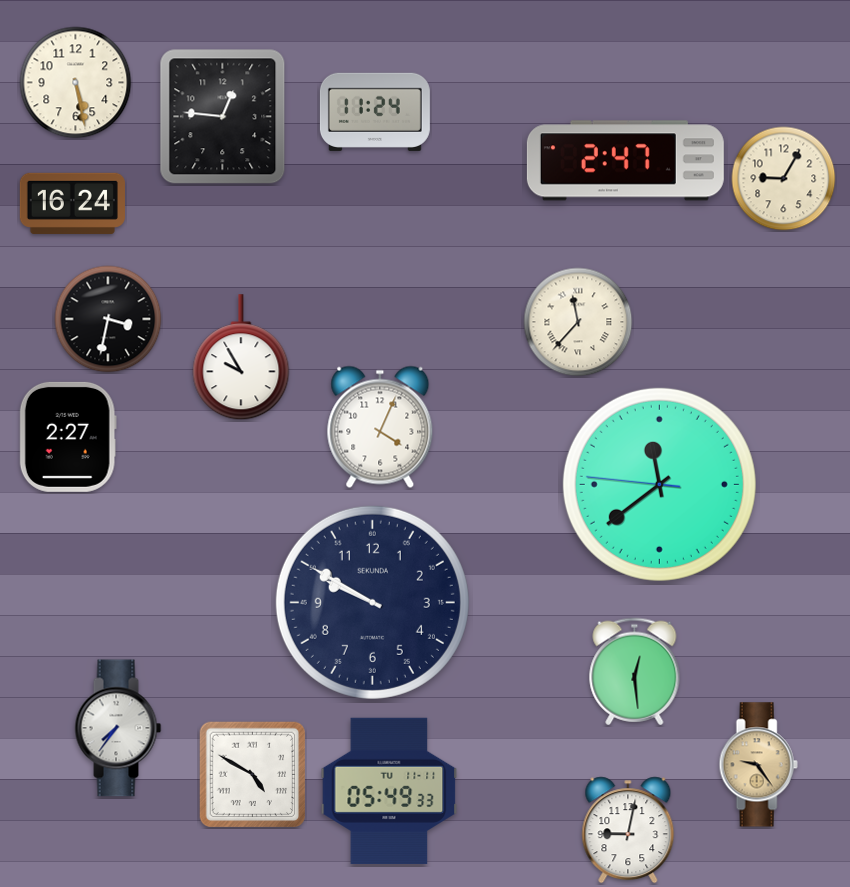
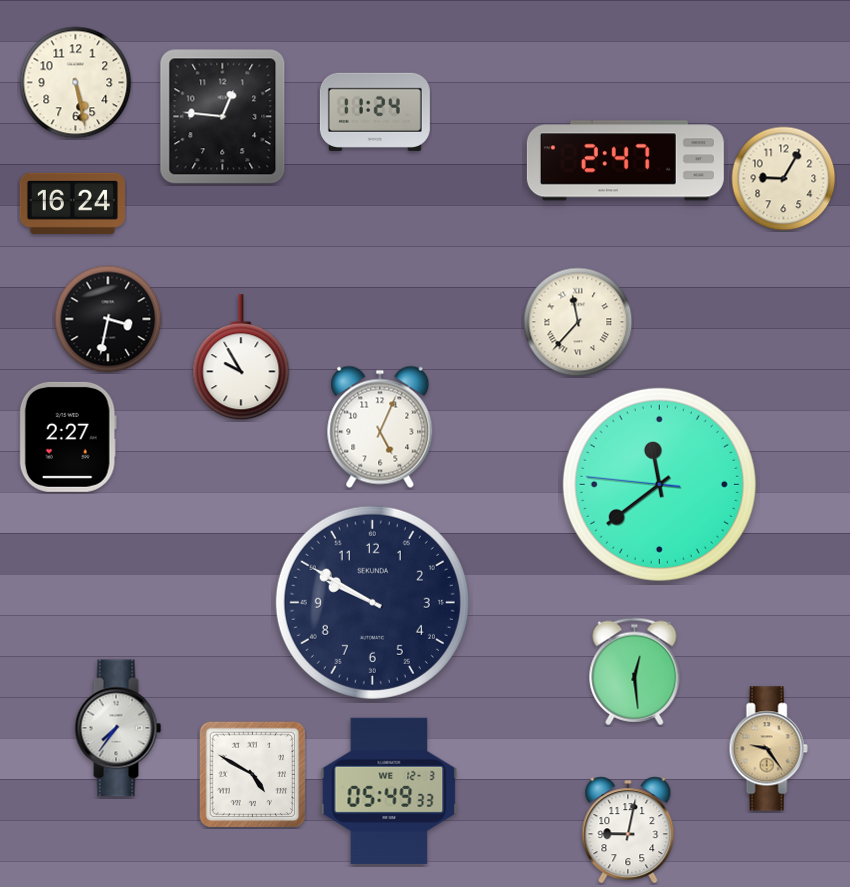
clock at (380, 427): 4:04 -> 5:04
clock at (758, 765) position: (758, 765) -> (768, 749)
clock at (389, 790) date: TU 11-11 -> WE 12-3
